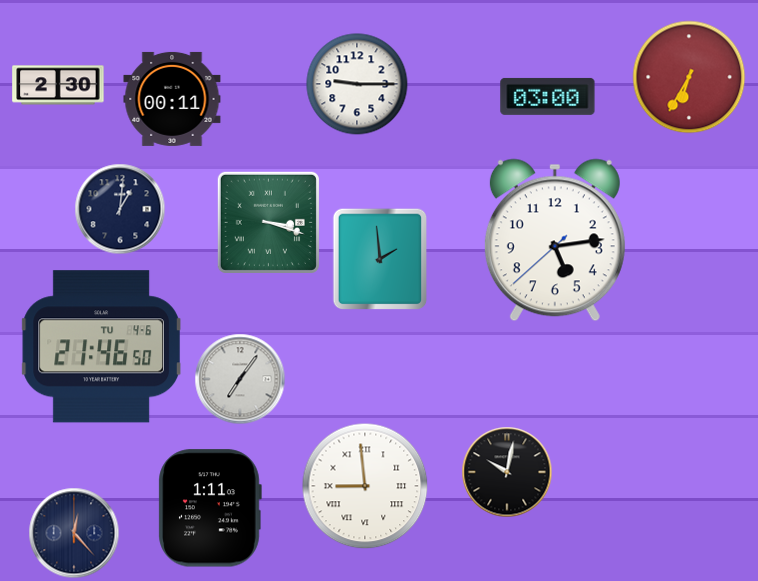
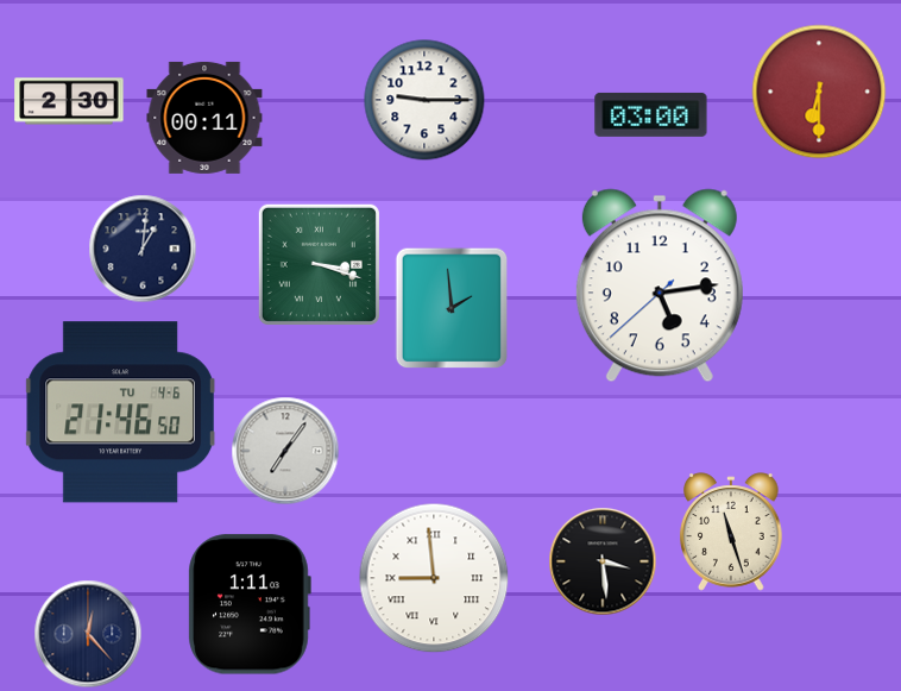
clock at (689, 77): 6:35 -> 6:30
clock at (731, 532): none -> 11:27
clock at (507, 472): 10:02 -> 3:29
